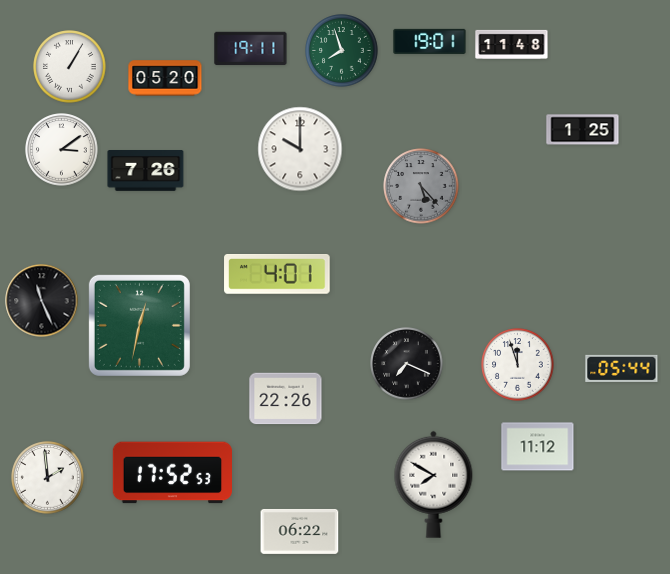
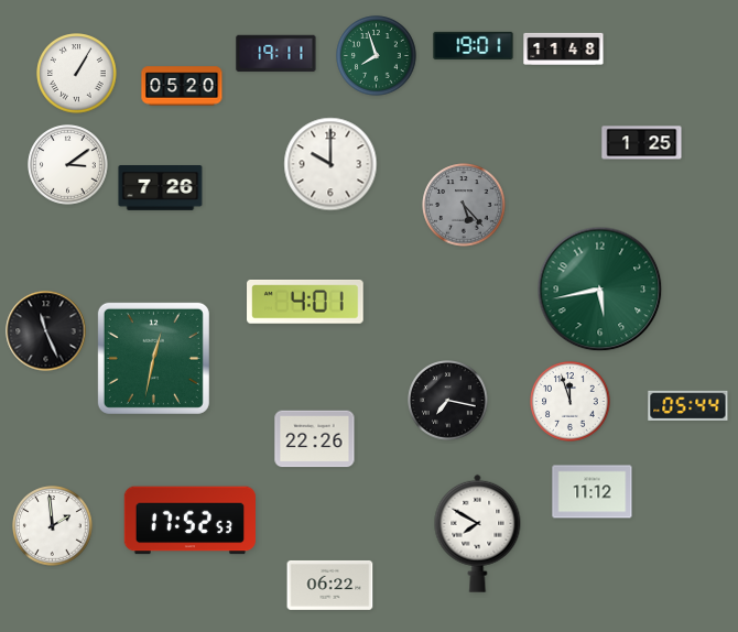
clock at (600, 290): none -> 5:43
clock at (407, 364): 7:19 -> 7:17
clock at (622, 368) position: (622, 368) -> (688, 405)
